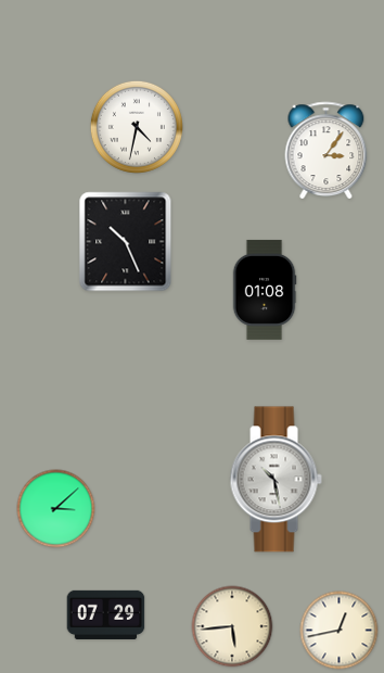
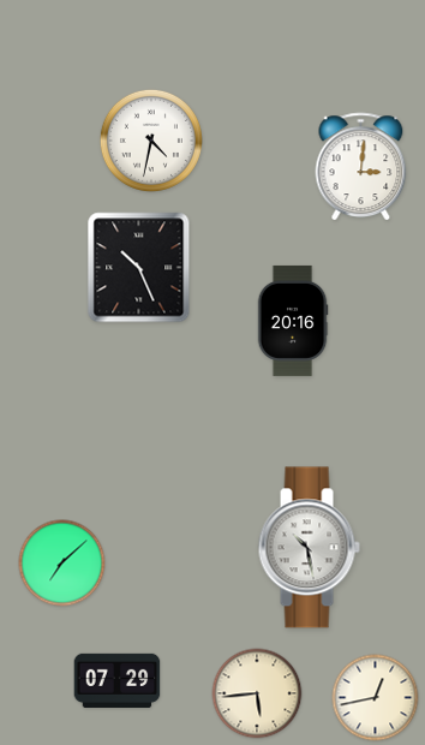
clock at (327, 151): 3:06 -> 3:01
clock at (265, 290): 01:08 -> 20:16
clock at (276, 480) position: (276, 480) -> (309, 548)
clock at (56, 509): 3:08 -> 7:08
